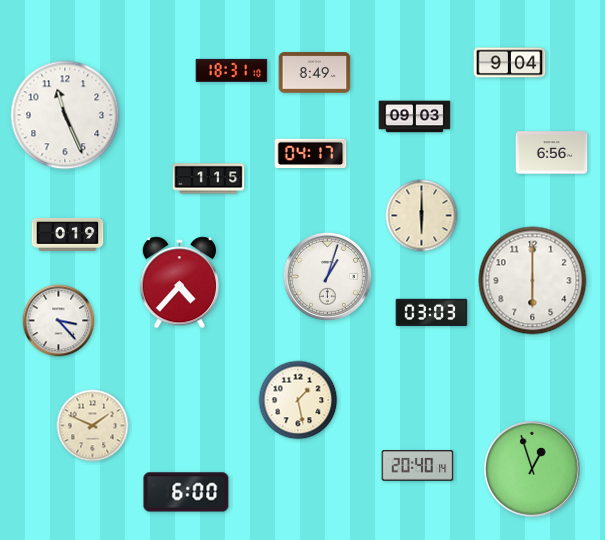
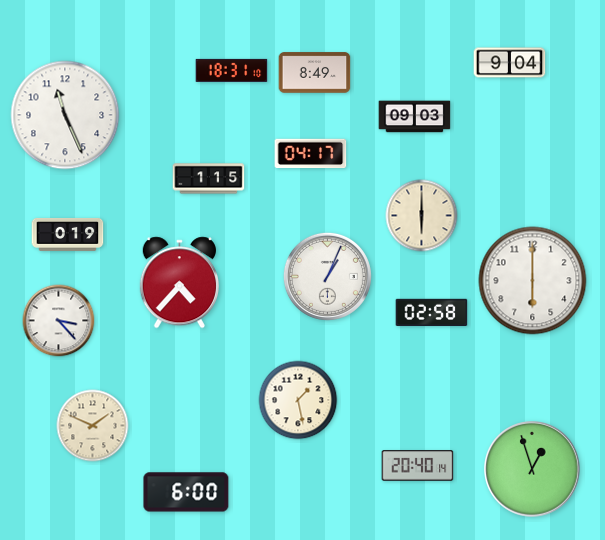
clock at (552, 153): 6:56 -> none
clock at (327, 276): 1:03 -> 1:04
clock at (432, 313): 03:03 -> 02:58
